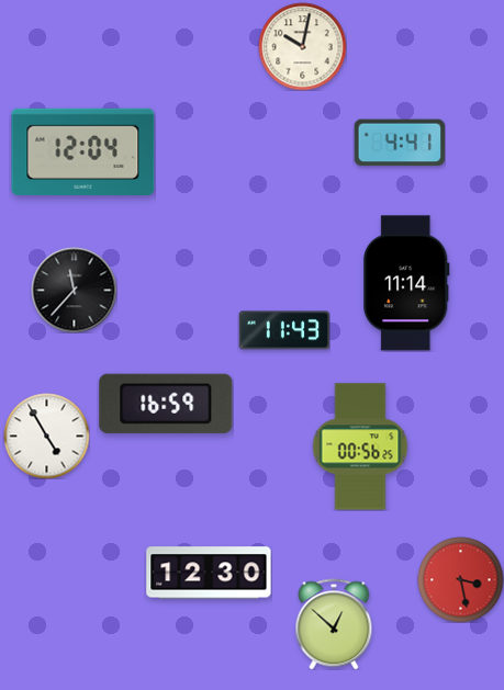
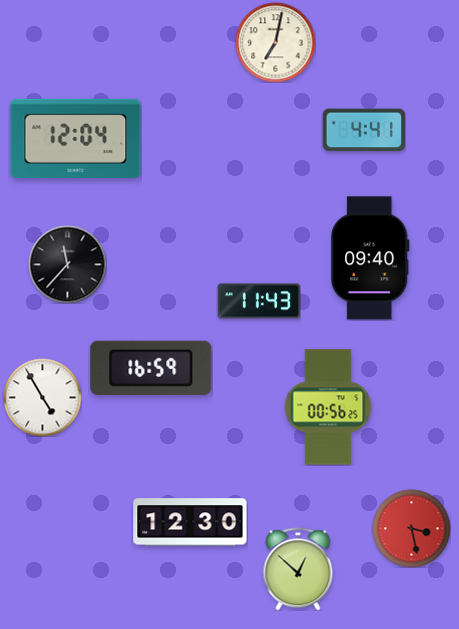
clock at (302, 46): 10:02 -> 7:02
clock at (406, 283): 11:14 -> 09:40
clock at (460, 579) position: (460, 579) -> (411, 528)
clock at (334, 624) position: (334, 624) -> (298, 569)
